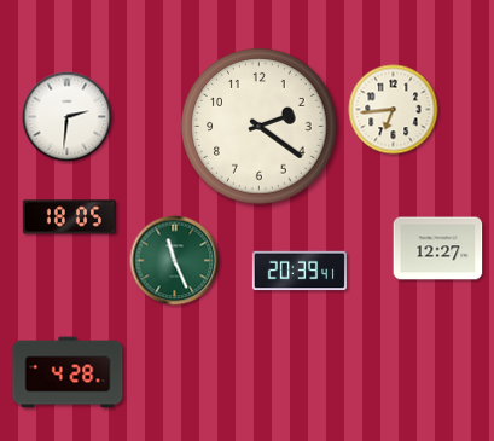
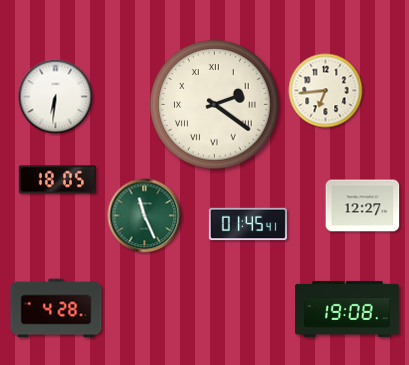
clock at (68, 117): 2:31 -> 6:31
clock at (260, 127) numerals: Arabic -> Roman
clock at (300, 271): 20:39 -> 01:45
clock at (348, 309): none -> 19:08
